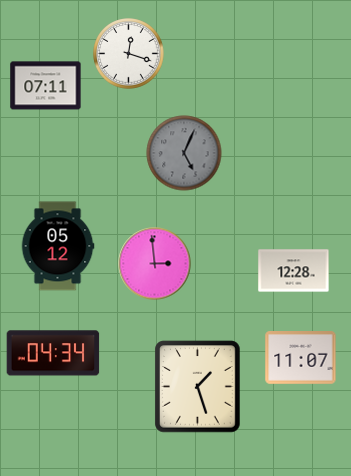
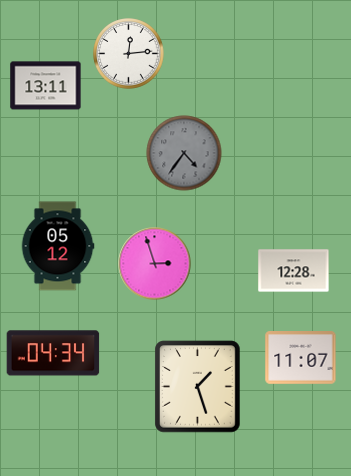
clock at (129, 54): 12:18 -> 12:14
clock at (46, 86): 07:11 -> 13:11
clock at (184, 153): 5:04 -> 4:36
clock at (155, 264): 2:59 -> 2:57
